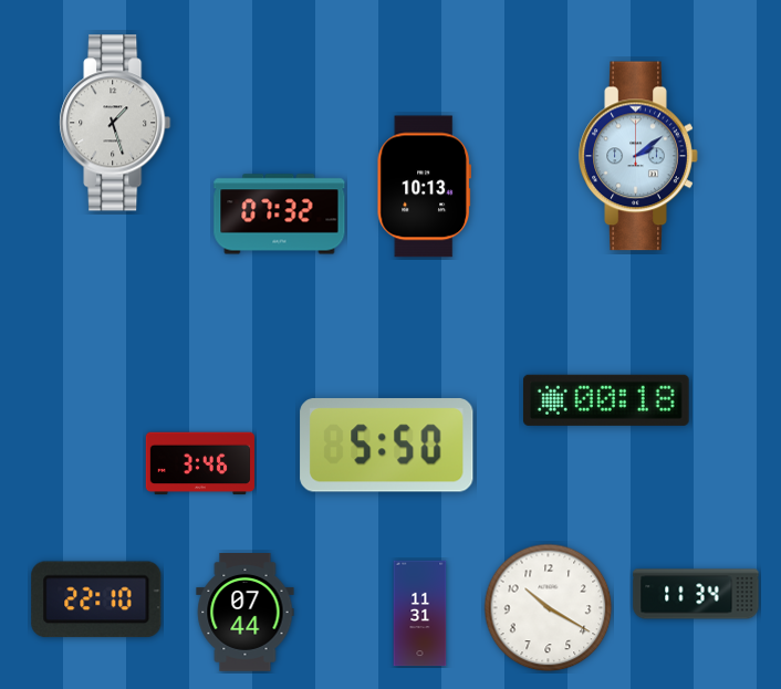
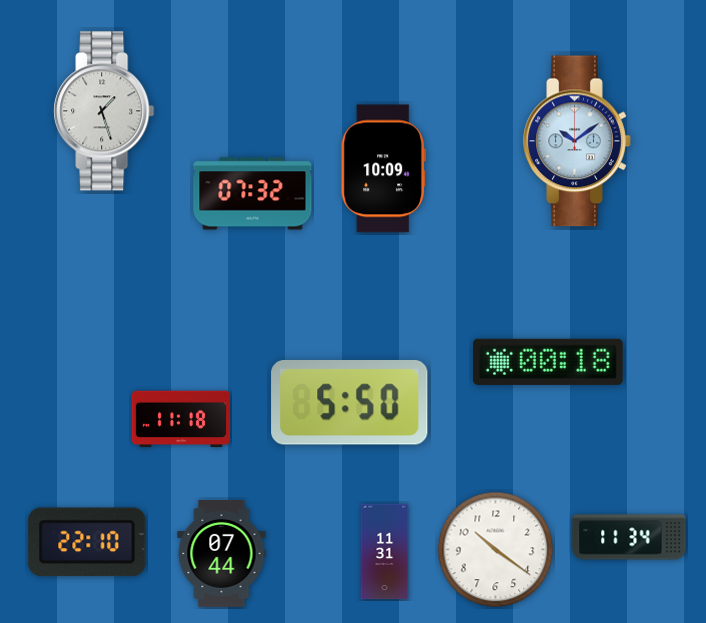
clock at (638, 156): 2:09 -> 10:09
clock at (424, 187): 10:13 -> 10:09
clock at (199, 463): 3:46 -> 11:18
clock at (549, 608): 10:20 -> 10:21
clock at (420, 614) position: (420, 614) -> (385, 552)
